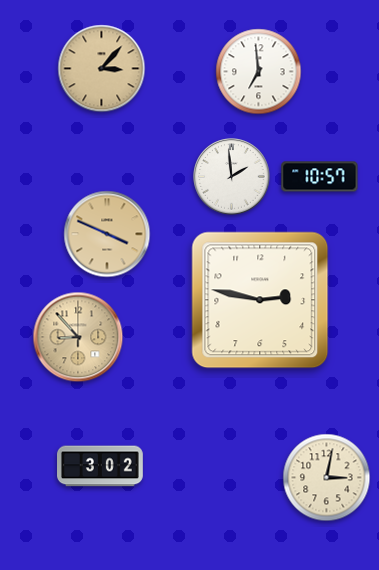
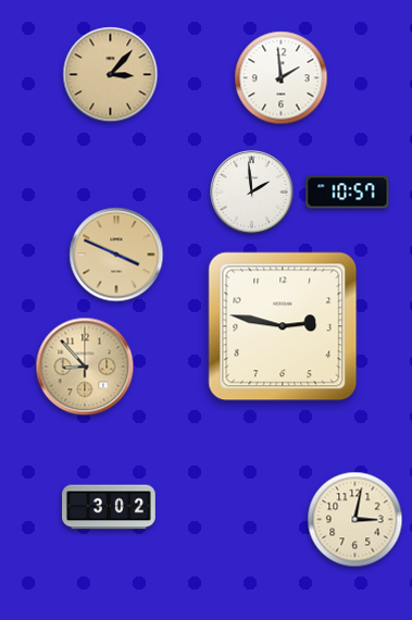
clock at (259, 72): 6:59 -> 1:59
